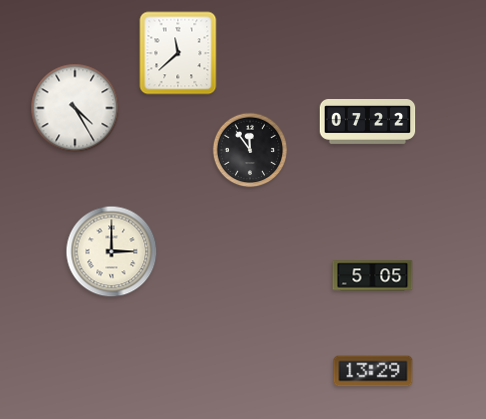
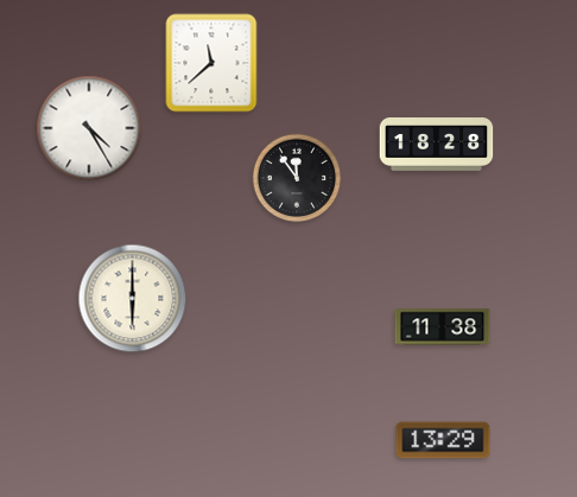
clock at (368, 122): 07:22 -> 18:28
clock at (112, 252): 3:00 -> 6:00
clock at (373, 276): 5:05 -> 11:38
